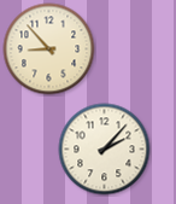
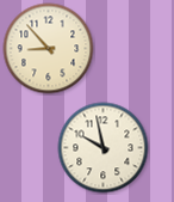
clock at (105, 150): 2:07 -> 9:58
